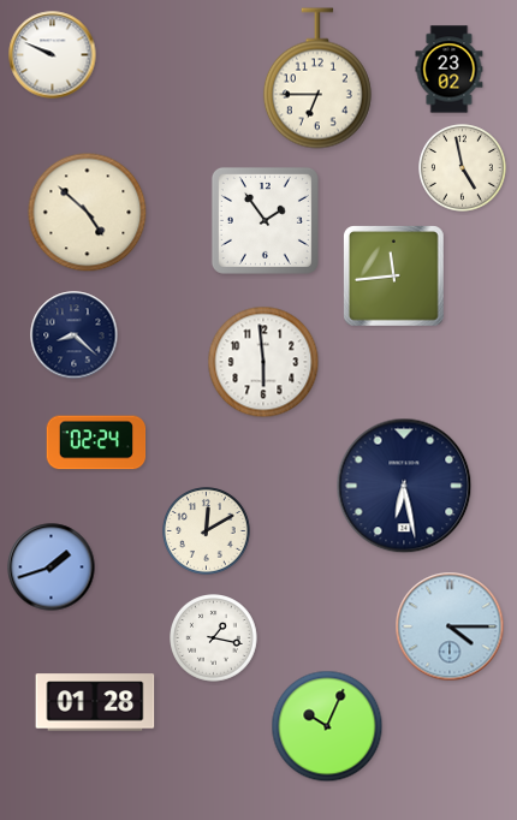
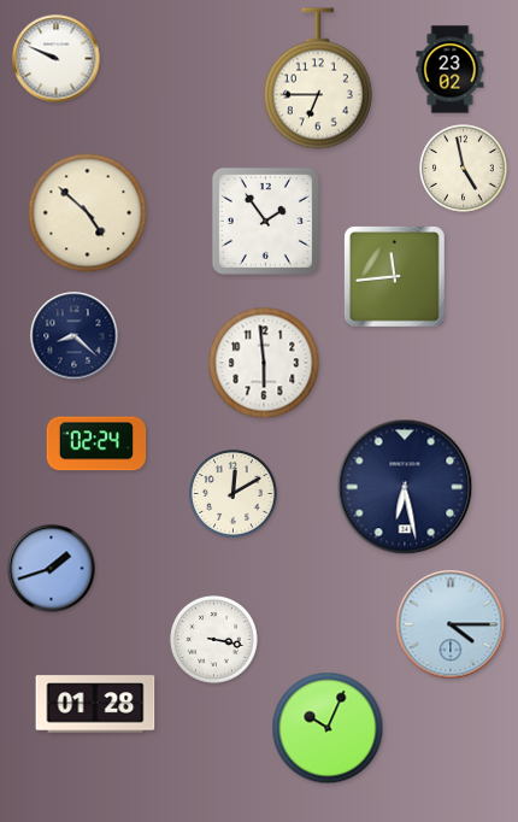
clock at (53, 55) position: (53, 55) -> (57, 59)
clock at (207, 531) position: (207, 531) -> (234, 494)
clock at (450, 626) position: (450, 626) -> (451, 624)
clock at (214, 638): 1:17 -> 3:17
